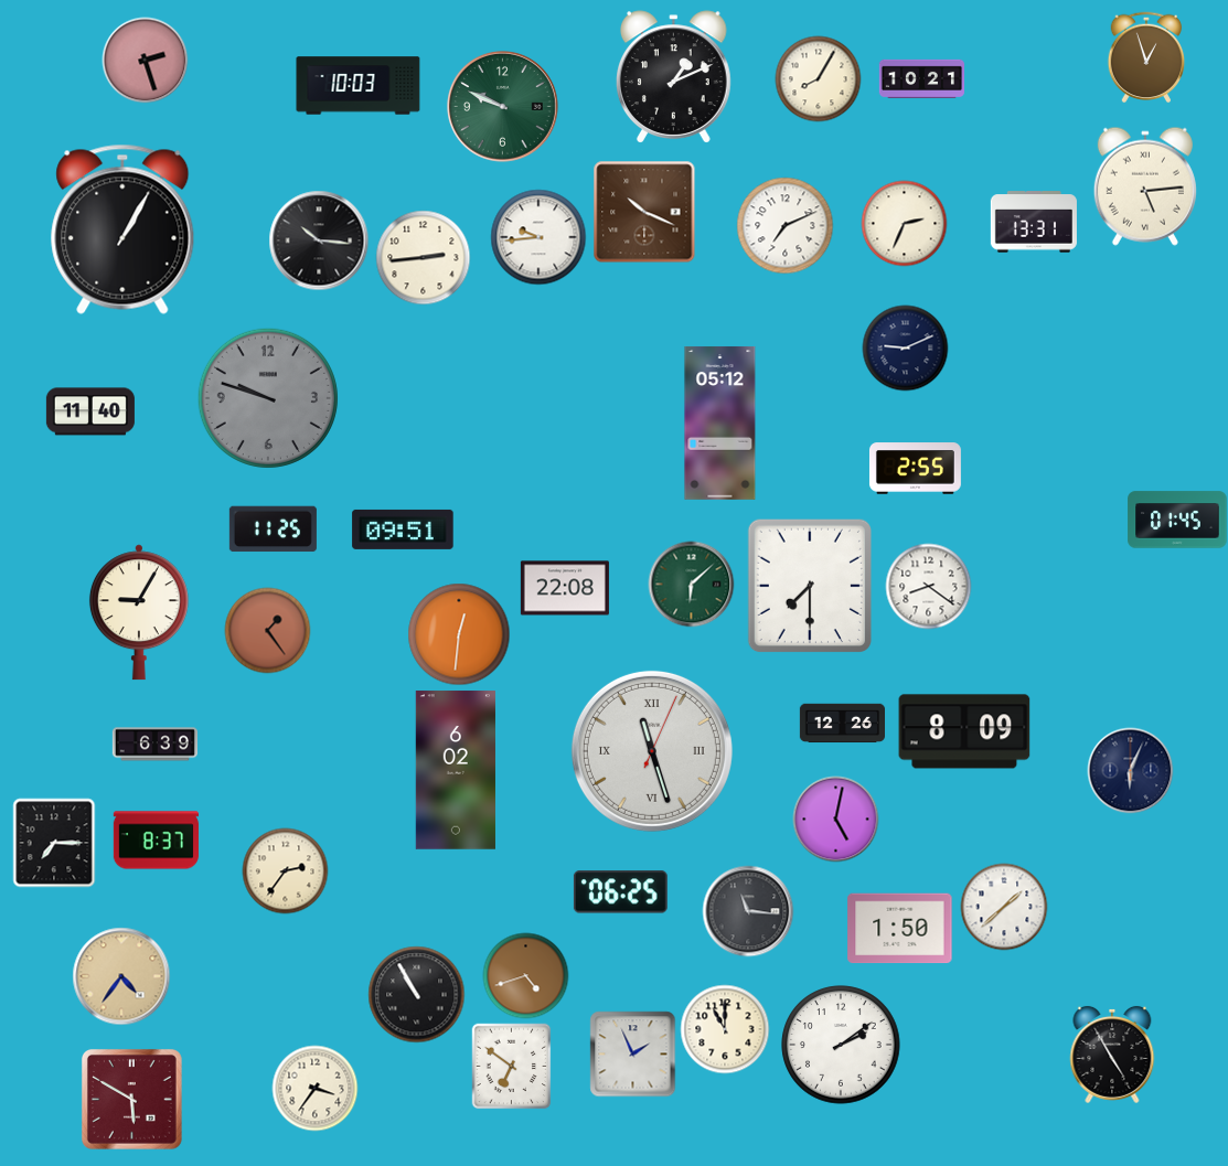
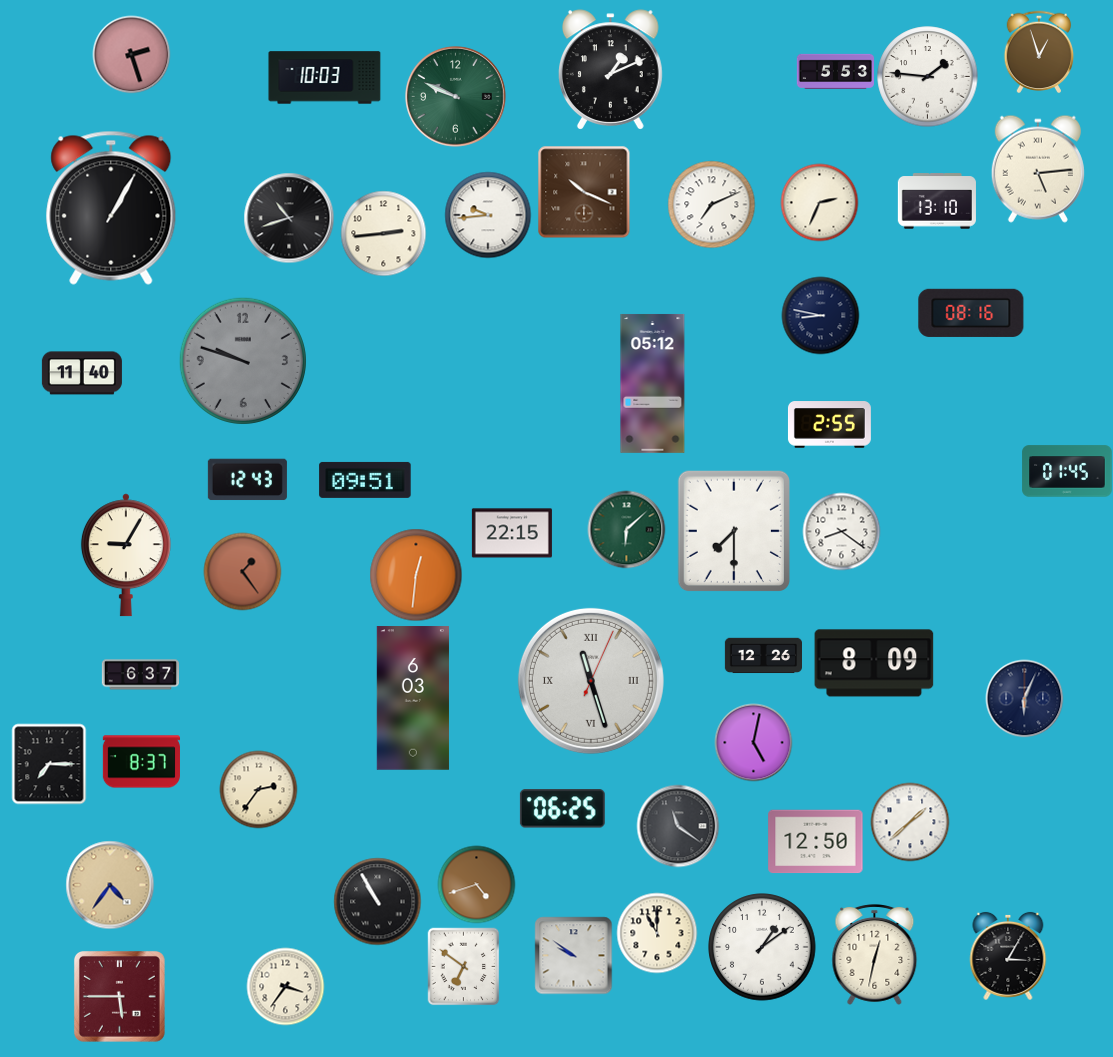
clock at (818, 78): 8:05 -> none
clock at (921, 78): 10:21 -> 5:53
clock at (928, 77): none -> 1:46
clock at (1034, 222): 13:31 -> 13:10
clock at (319, 240): 10:16 -> 10:42
clock at (971, 313): none -> 08:16
clock at (905, 347): 9:11 -> 8:47
clock at (273, 529): 11:25 -> 12:43
clock at (565, 588): 22:08 -> 22:15
clock at (154, 745): 6:39 -> 6:37
clock at (456, 770): 6:02 -> 6:03
clock at (835, 819) position: (835, 819) -> (753, 742)
clock at (748, 911): 11:16 -> 11:21
clock at (900, 929): 1:50 -> 12:50
clock at (841, 1045): 2:09 -> 1:09
clock at (632, 1053): 1:56 -> 9:51
clock at (875, 955): none -> 12:32
clock at (1112, 1055): 4:55 -> 3:05
clock at (131, 1099): 5:50 -> 5:45
